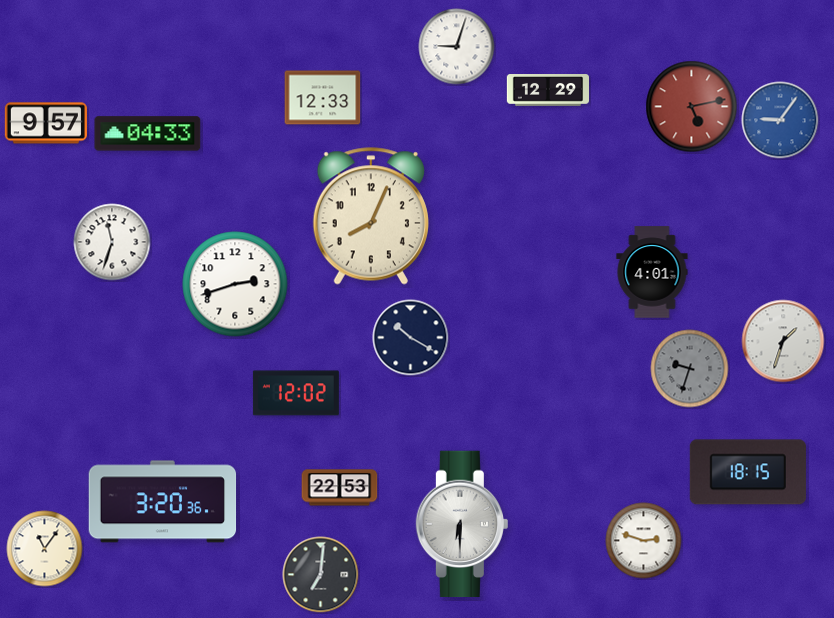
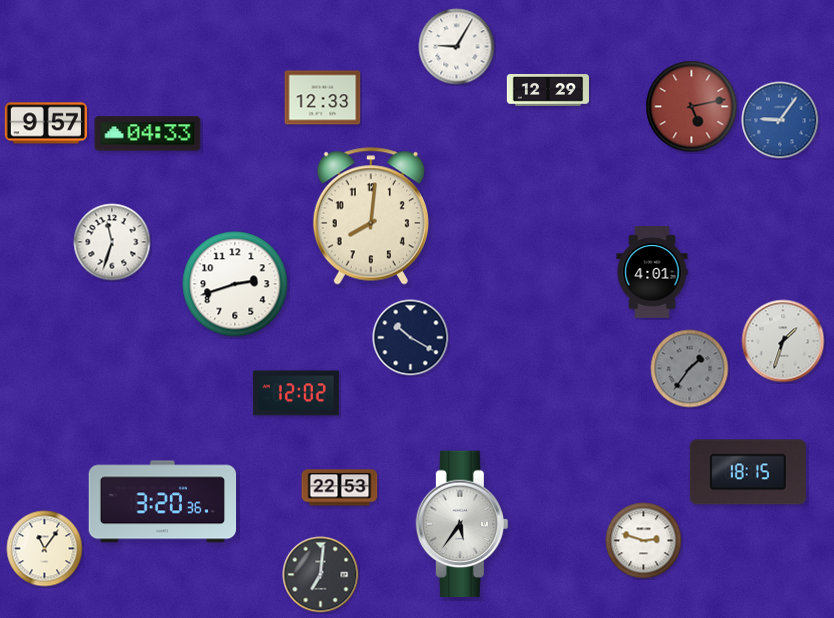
clock at (457, 47): 9:03 -> 9:05
clock at (371, 216): 8:04 -> 8:01
clock at (690, 369): 9:33 -> 1:36
clock at (462, 524): 6:30 -> 5:36
